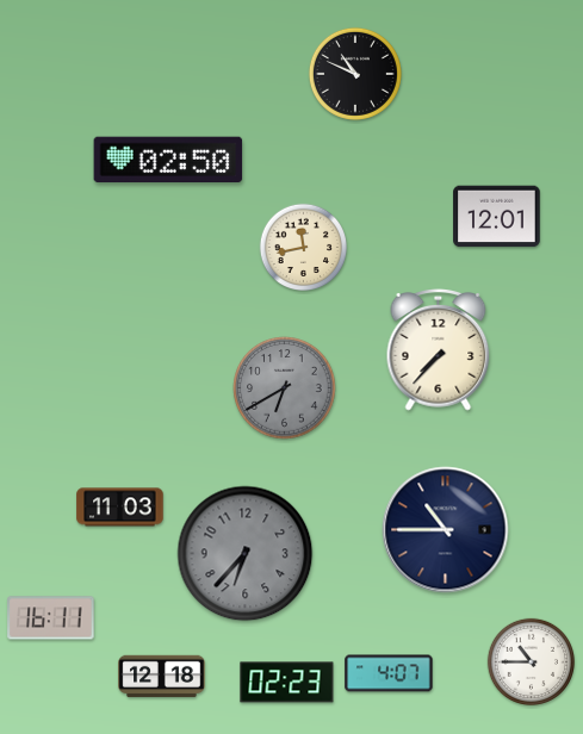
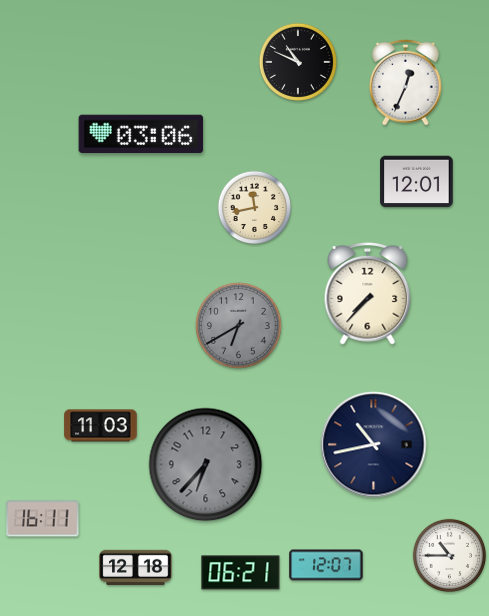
clock at (406, 82): none -> 12:34
clock at (168, 160): 02:50 -> 03:06
clock at (446, 530): 10:45 -> 10:43
clock at (531, 661) position: (531, 661) -> (449, 555)
clock at (389, 673): 4:07 -> 12:07
clock at (287, 683): 02:23 -> 06:21
